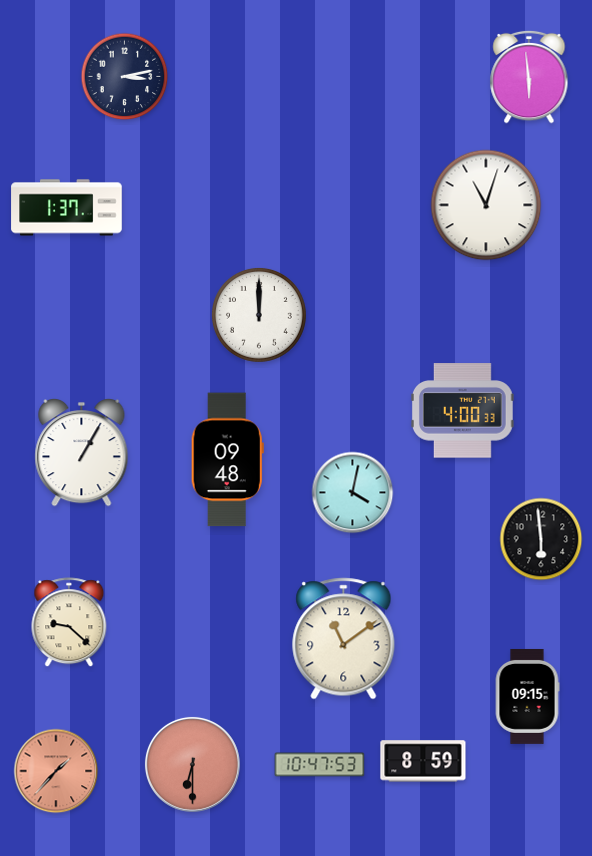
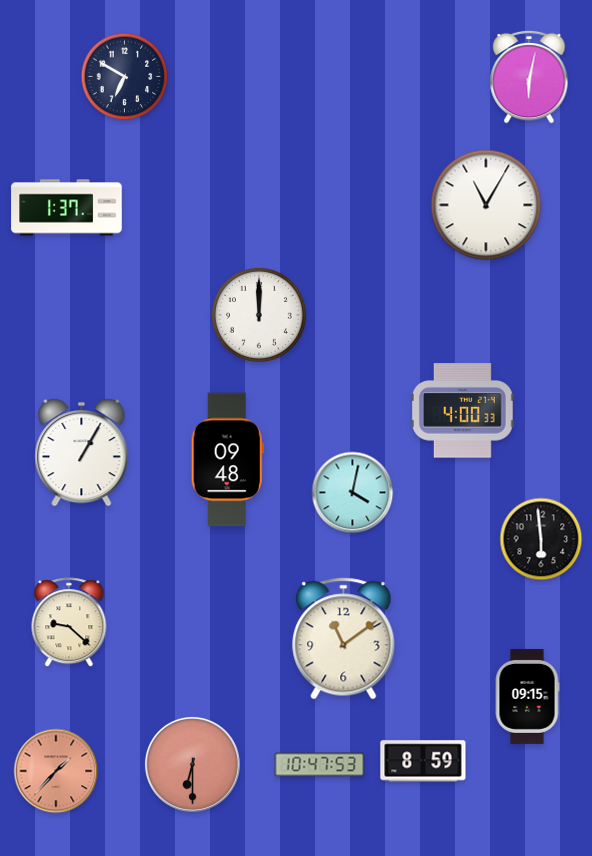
clock at (125, 77): 3:13 -> 6:50
clock at (529, 77): 5:59 -> 6:02
clock at (486, 205): 11:03 -> 11:05
